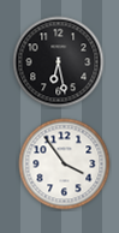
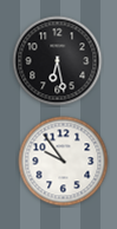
clock at (65, 165): 3:54 -> 9:54
